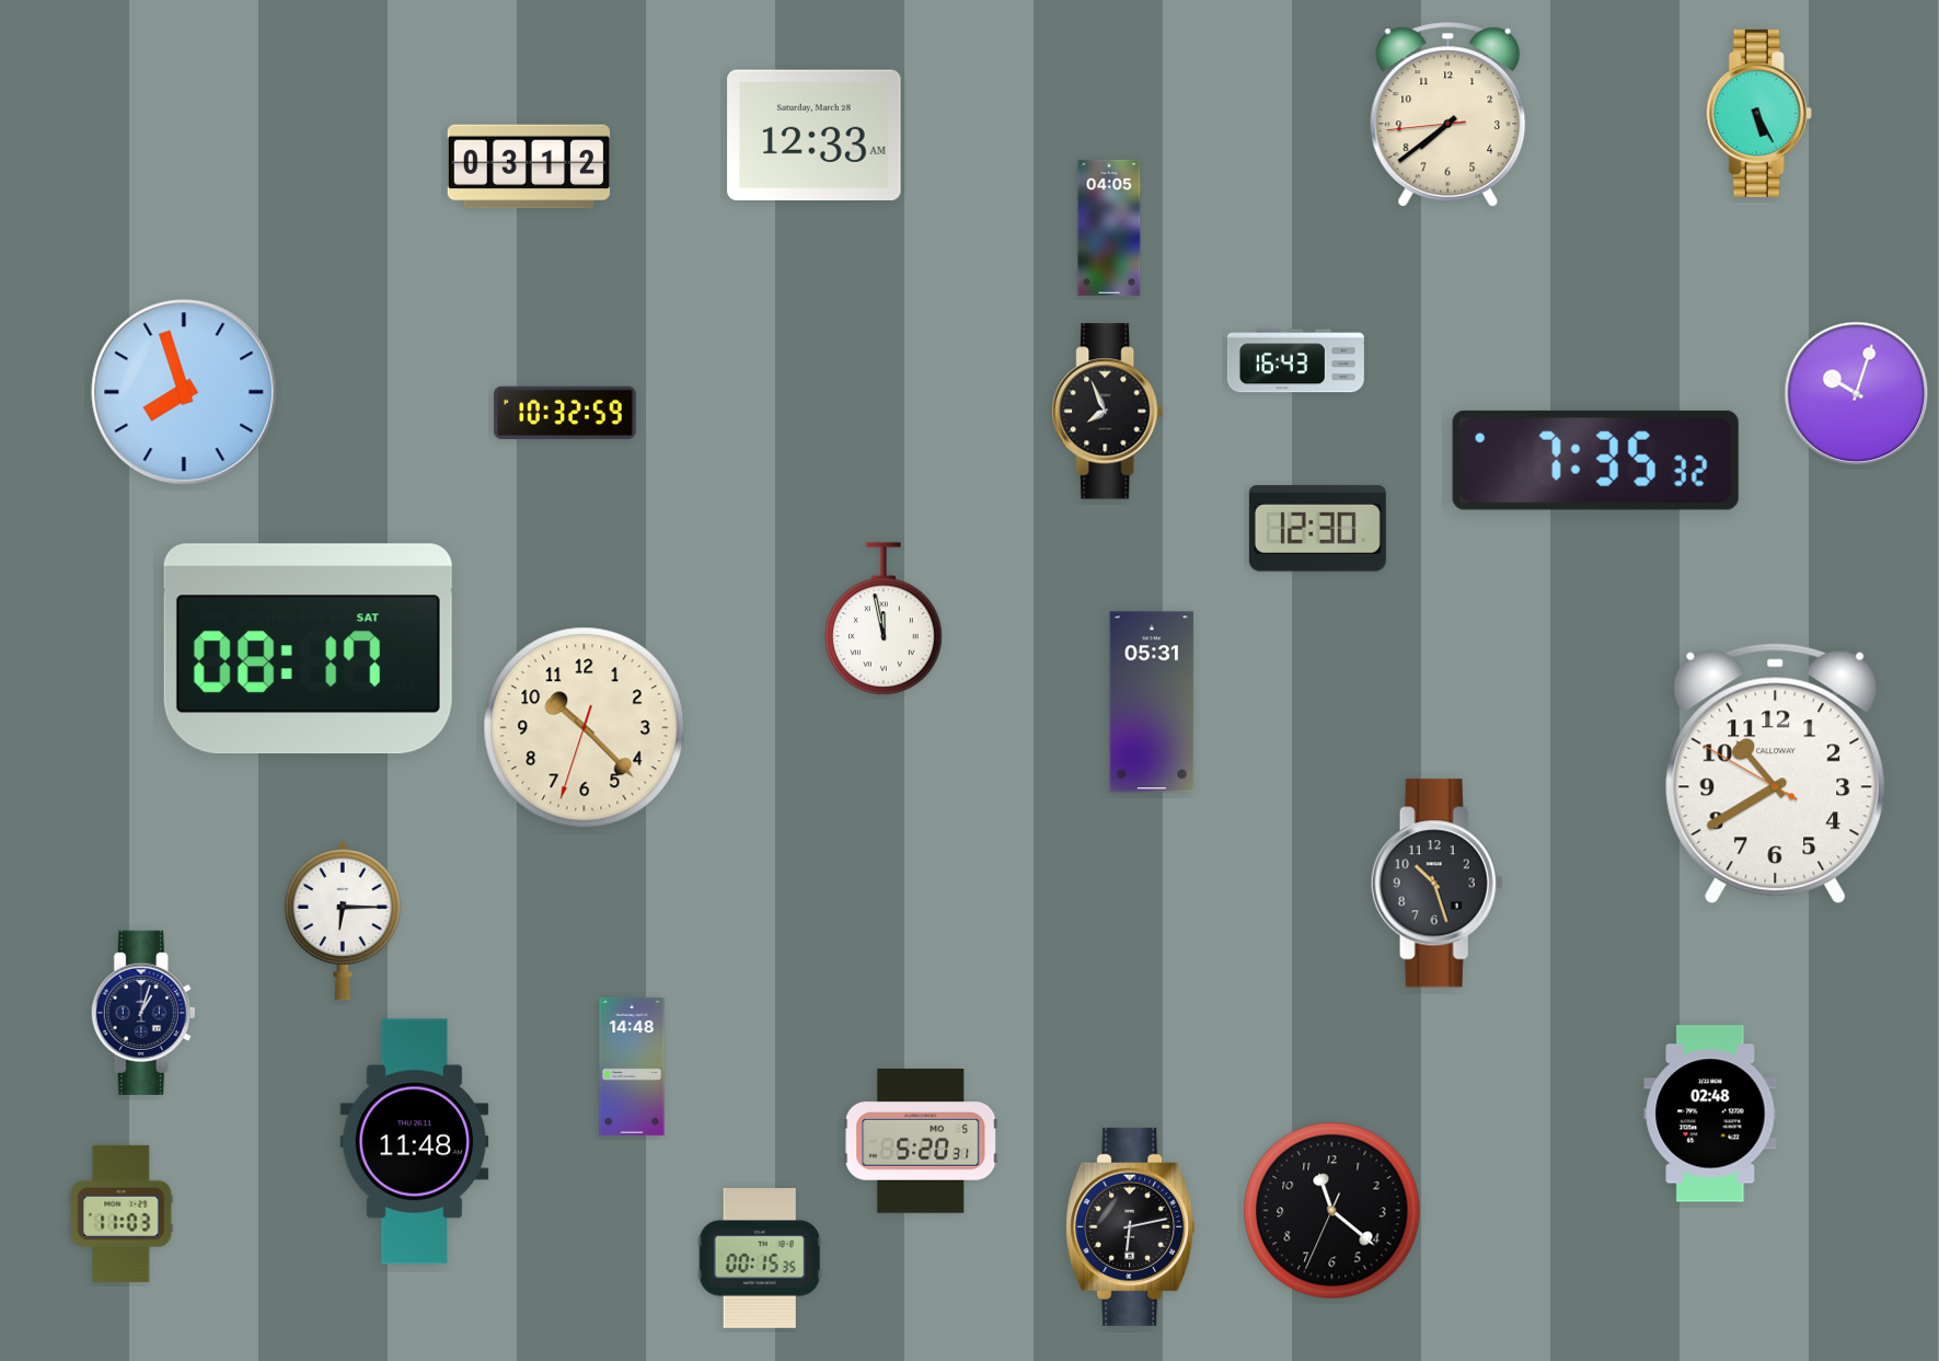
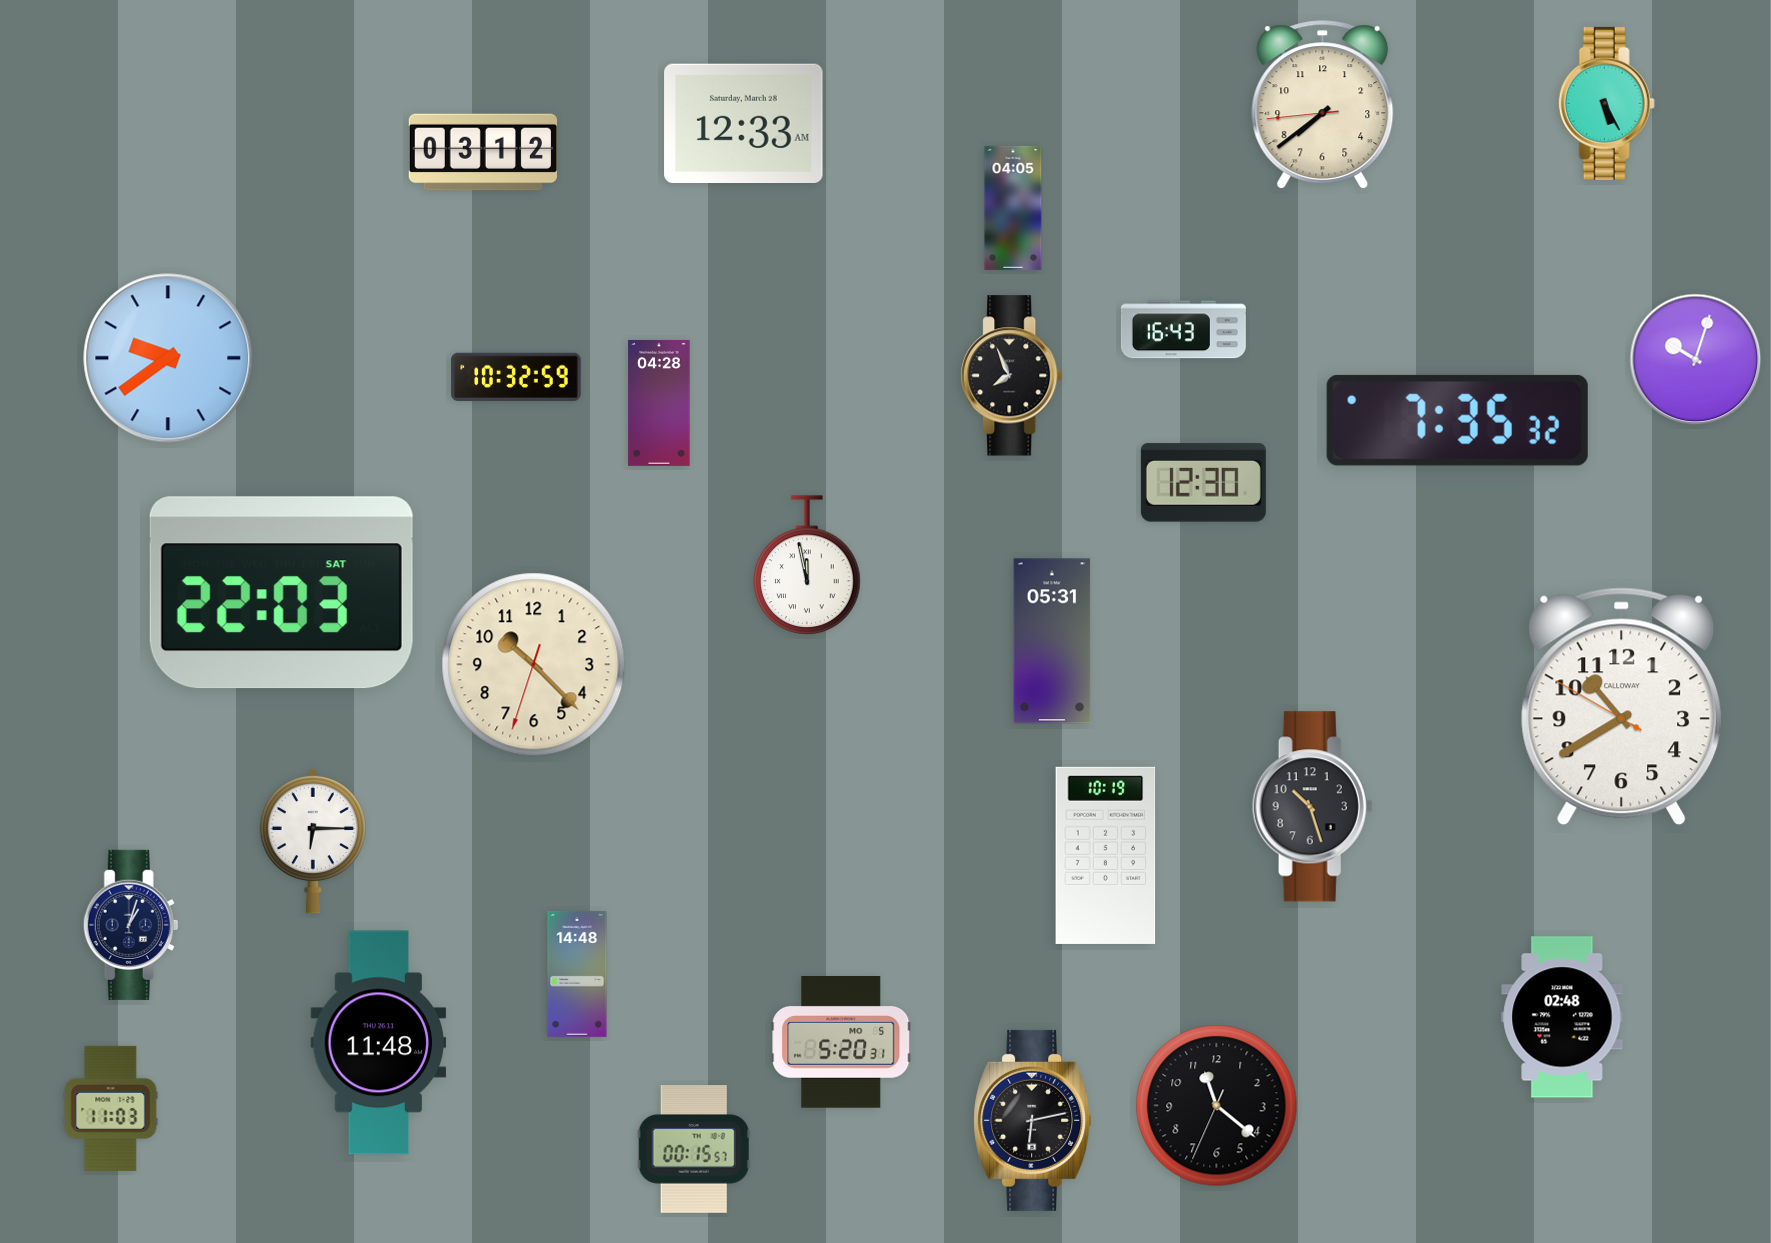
clock at (184, 392): 7:57 -> 9:39
clock at (659, 403): none -> 04:28
clock at (308, 649): 08:17 -> 22:03
clock at (1106, 855): none -> 10:19
clock at (760, 1259): 00:15:35 -> 00:15:57
